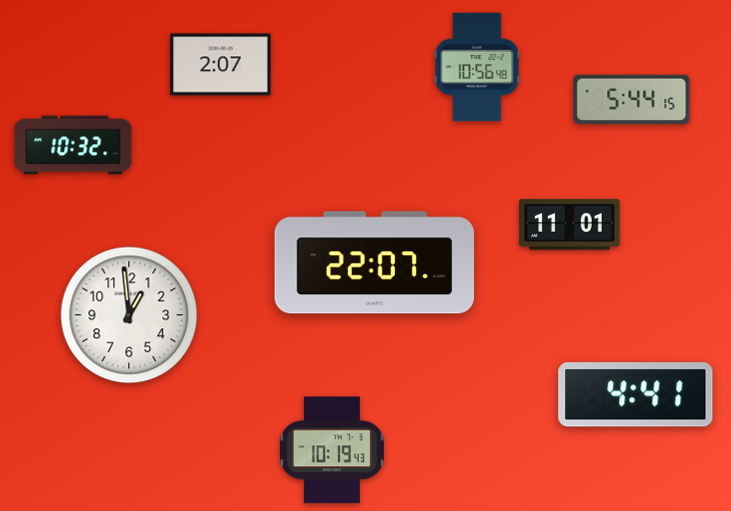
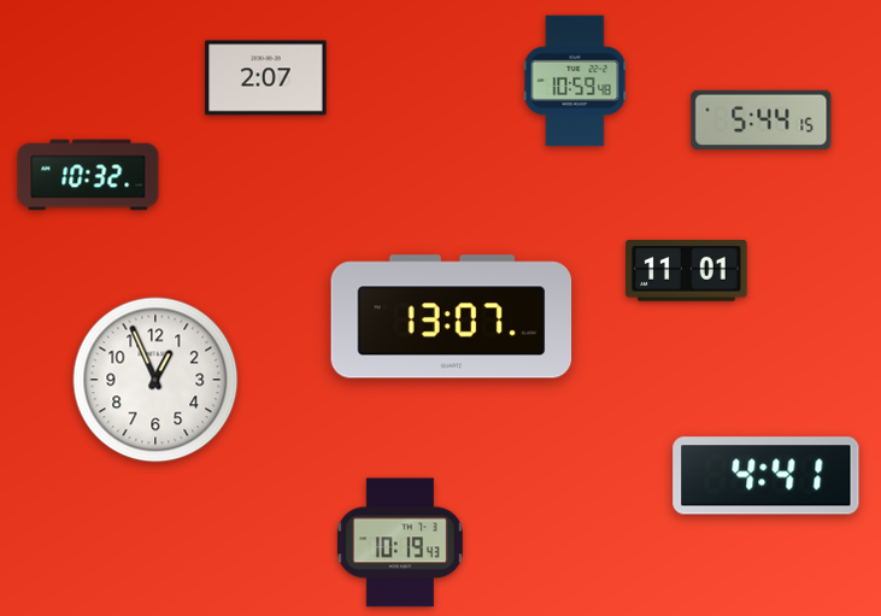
clock at (477, 67): 10:56 -> 10:59
clock at (375, 263): 22:07 -> 13:07
clock at (129, 315): 12:59 -> 12:56
